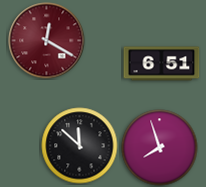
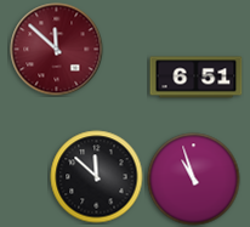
clock at (47, 41): 12:20 -> 11:52
clock at (160, 148): 7:57 -> 10:57
